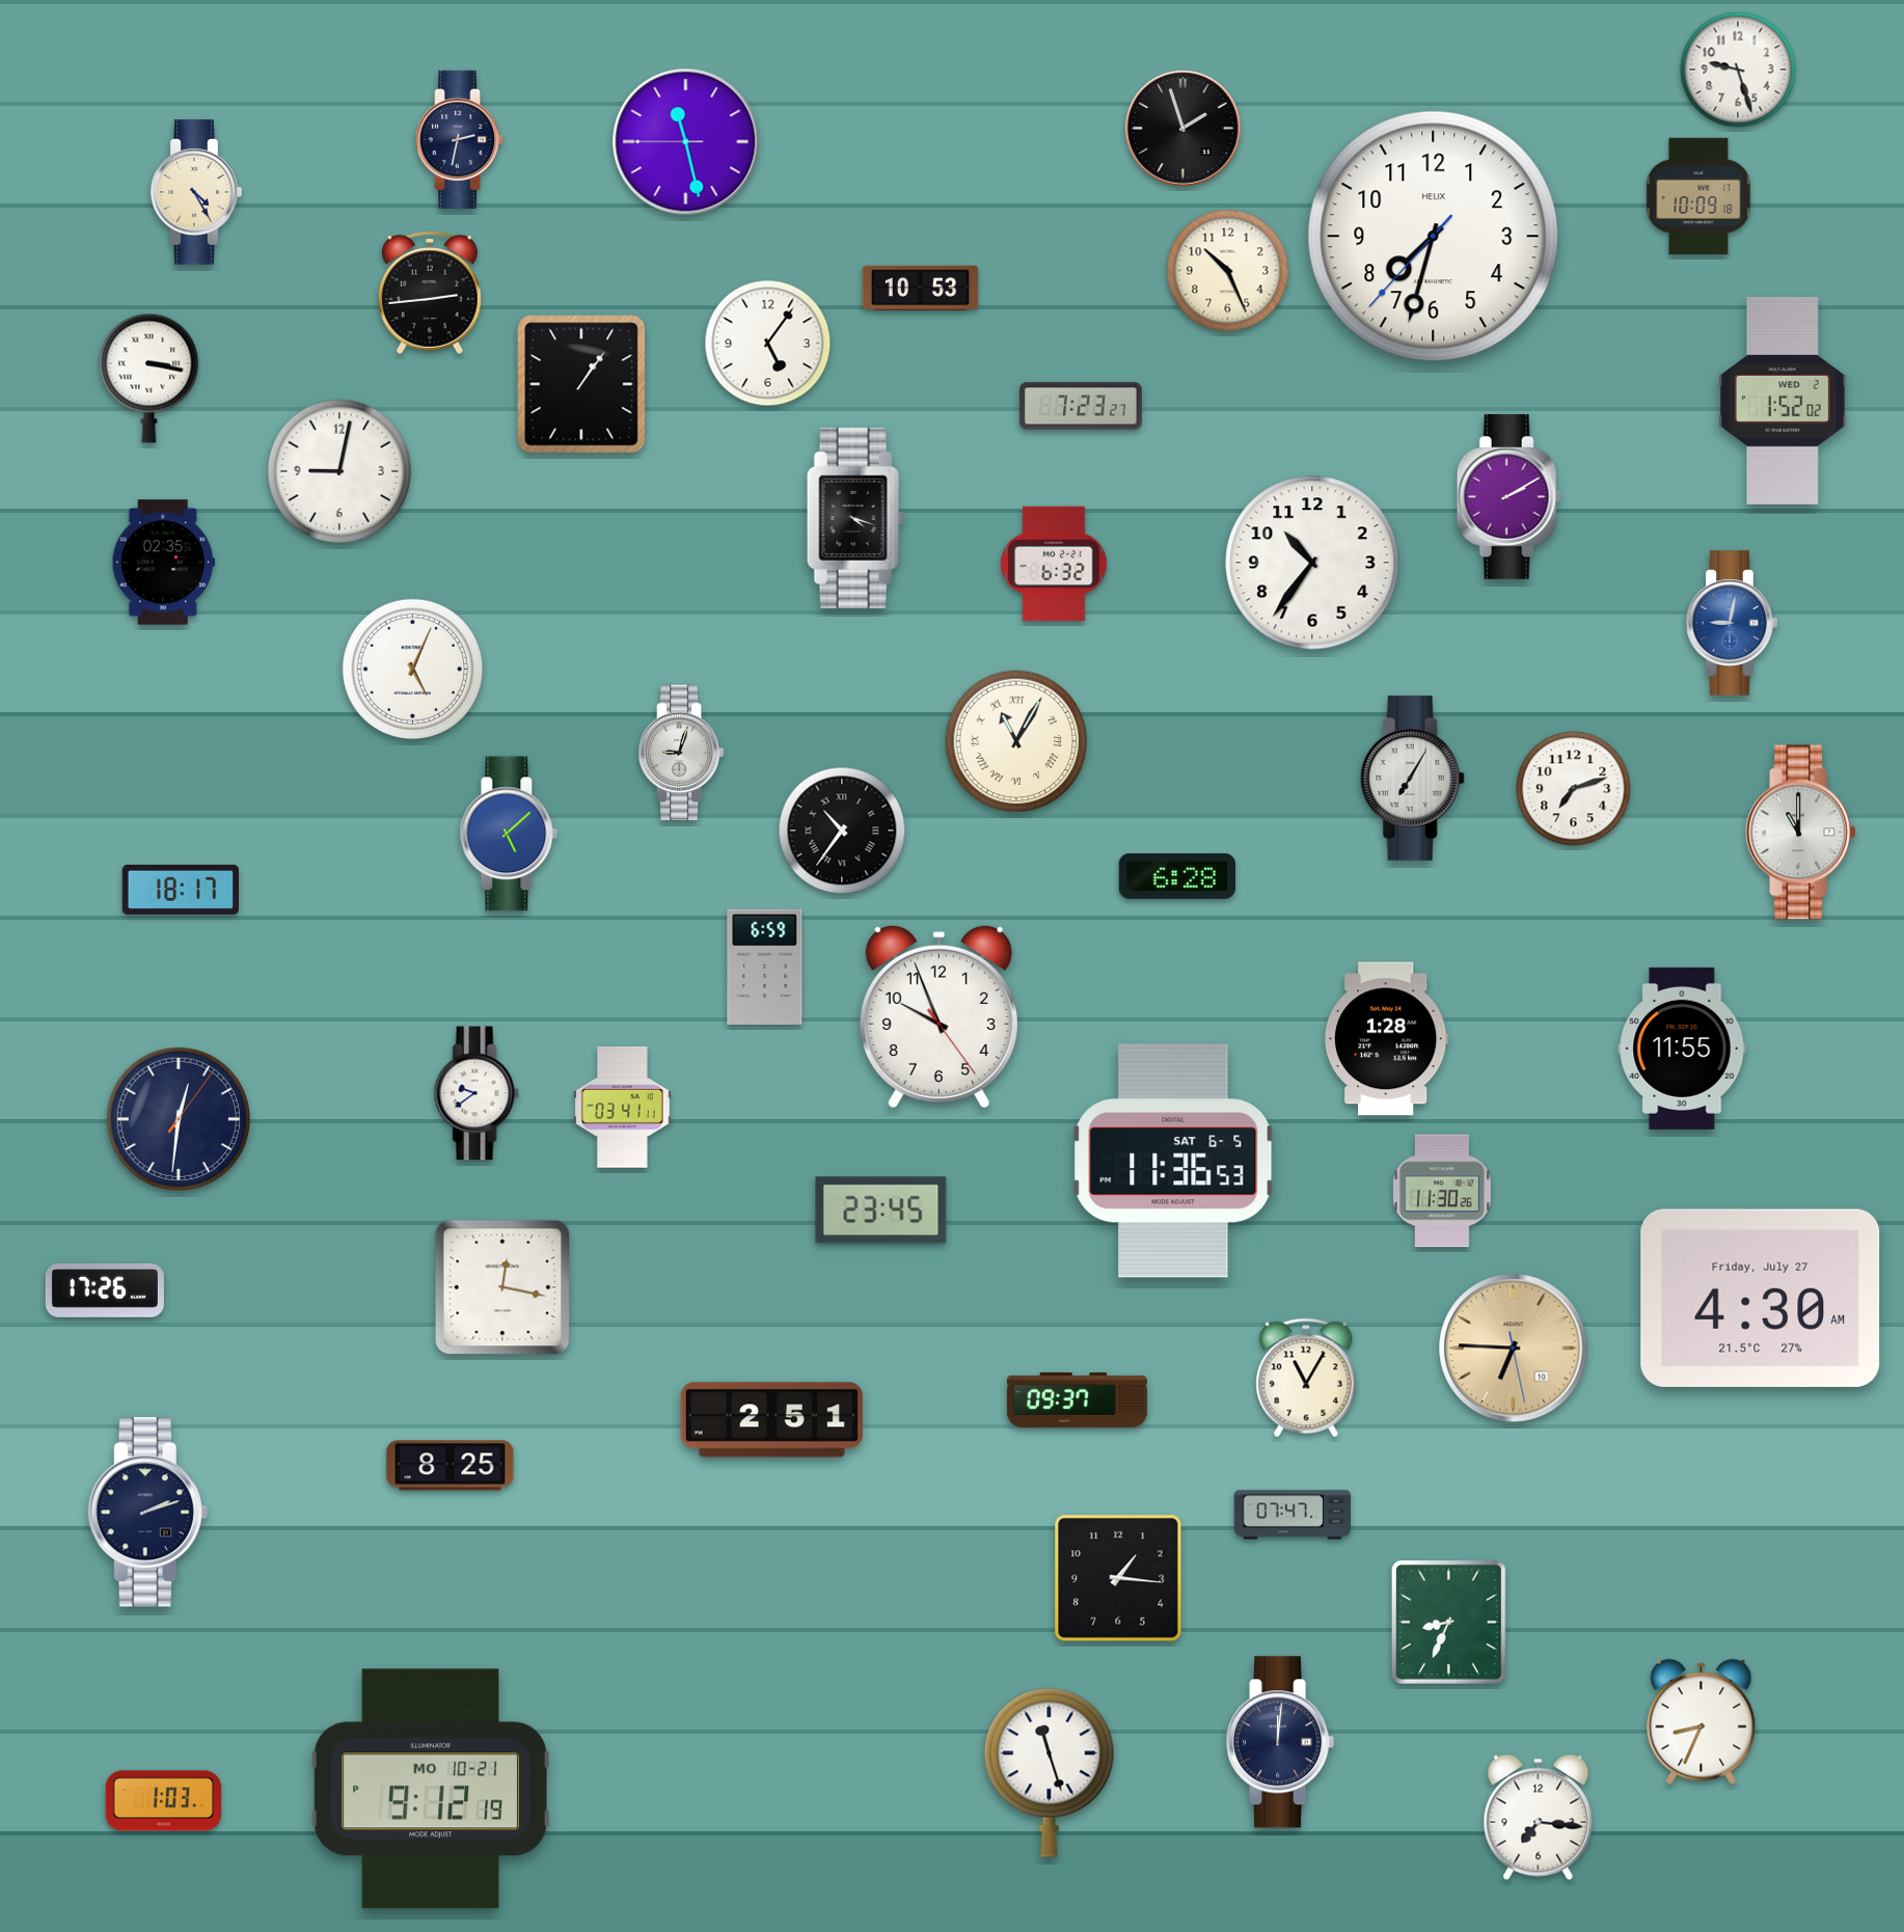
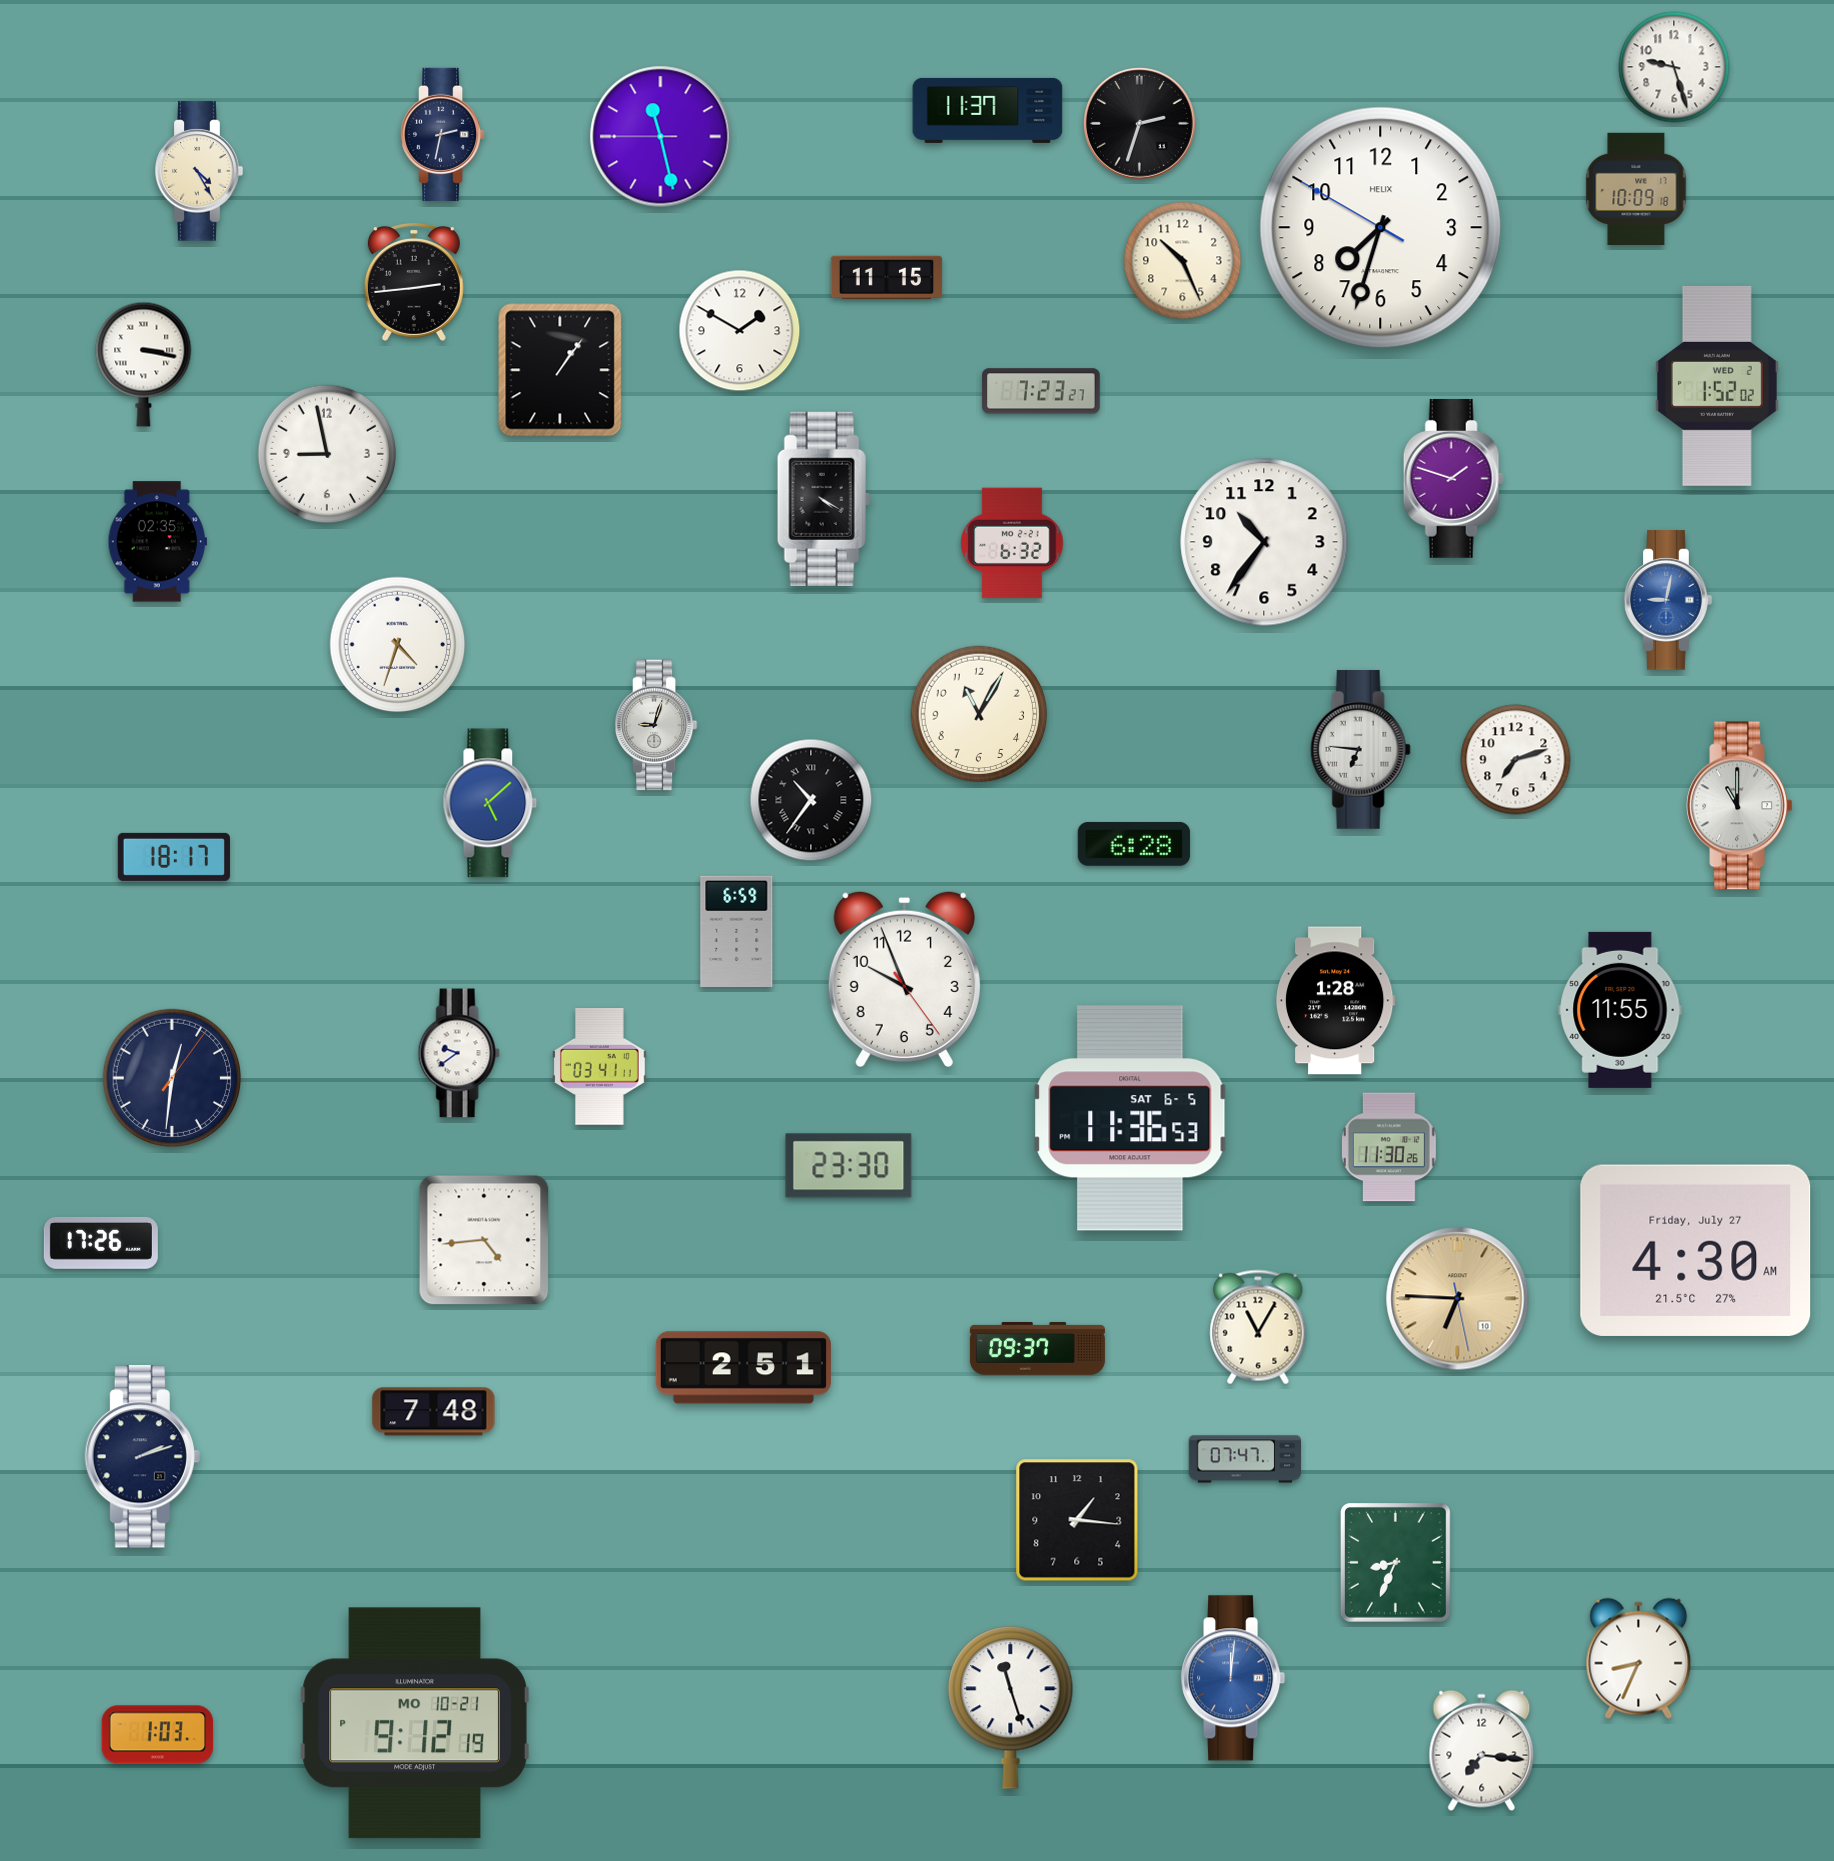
clock at (988, 110): none -> 11:37
clock at (1184, 129): 1:57 -> 2:33
clock at (196, 192) position: (196, 192) -> (199, 171)
clock at (1434, 237): 7:32:37 -> 7:32:50
clock at (921, 289): 10:53 -> 11:15
clock at (768, 344): 5:06 -> 1:50
clock at (338, 470): 9:02 -> 8:58
clock at (1508, 496): 2:10 -> 1:48
clock at (855, 518): 4:18 -> 4:20
clock at (1054, 564) position: (1054, 564) -> (1012, 543)
clock at (413, 670): 5:04 -> 4:33
clock at (1016, 741) numerals: Roman -> Arabic
clock at (1412, 778): 7:05 -> 6:46
clock at (1800, 833) position: (1800, 833) -> (1739, 806)
clock at (881, 1210): 23:45 -> 23:30
clock at (502, 1287): 12:17 -> 4:44
clock at (451, 1466): 8:25 -> 7:48
clock at (1280, 1742) dial: navy -> blue
